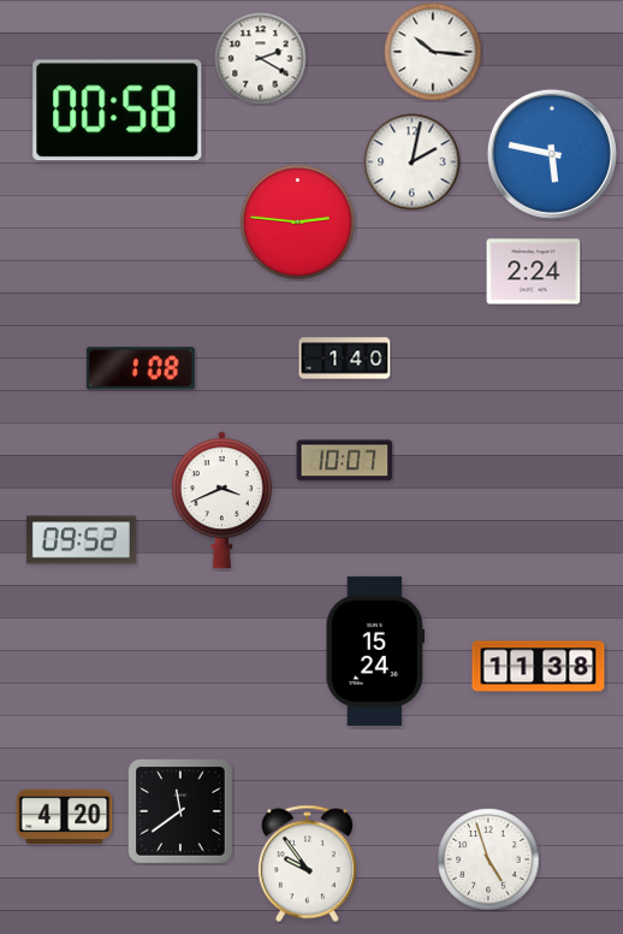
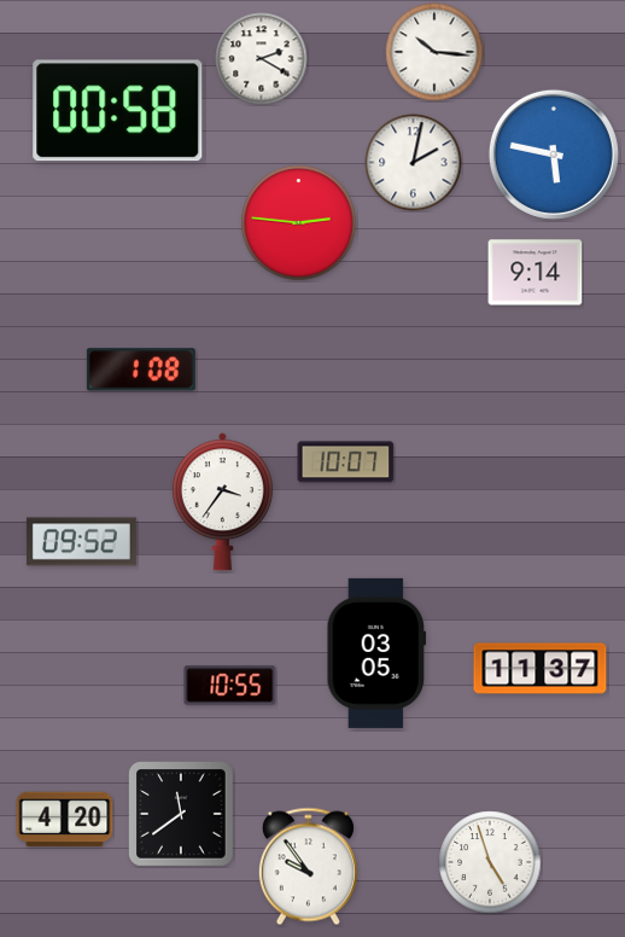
clock at (534, 272): 2:24 -> 9:14
clock at (345, 359): 1:40 -> none
clock at (221, 501): 3:41 -> 3:36
clock at (375, 651): 15:24 -> 03:05
clock at (539, 667): 11:38 -> 11:37
clock at (230, 686): none -> 10:55
